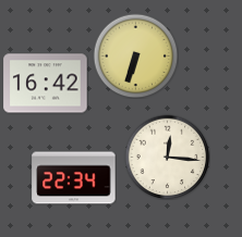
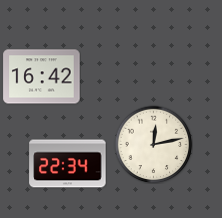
clock at (135, 55): 6:33 -> none
clock at (167, 157): 12:16 -> 12:13
